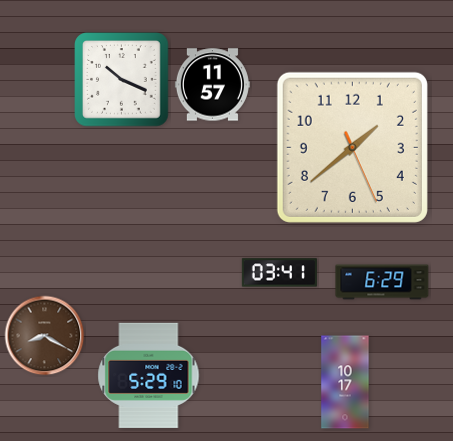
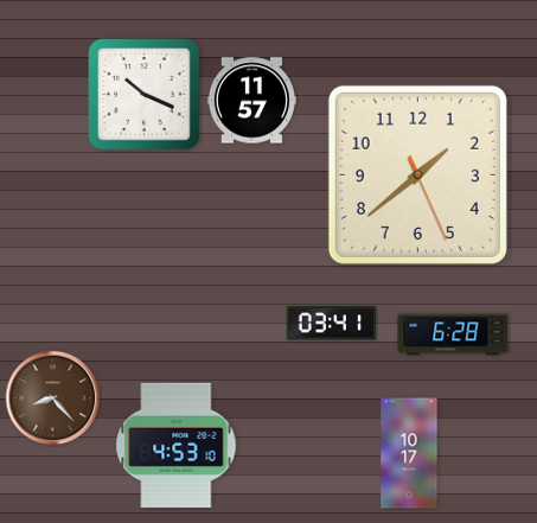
clock at (382, 282): 6:29 -> 6:28
clock at (45, 336): 8:20 -> 8:23
clock at (149, 375): 5:29 -> 4:53
